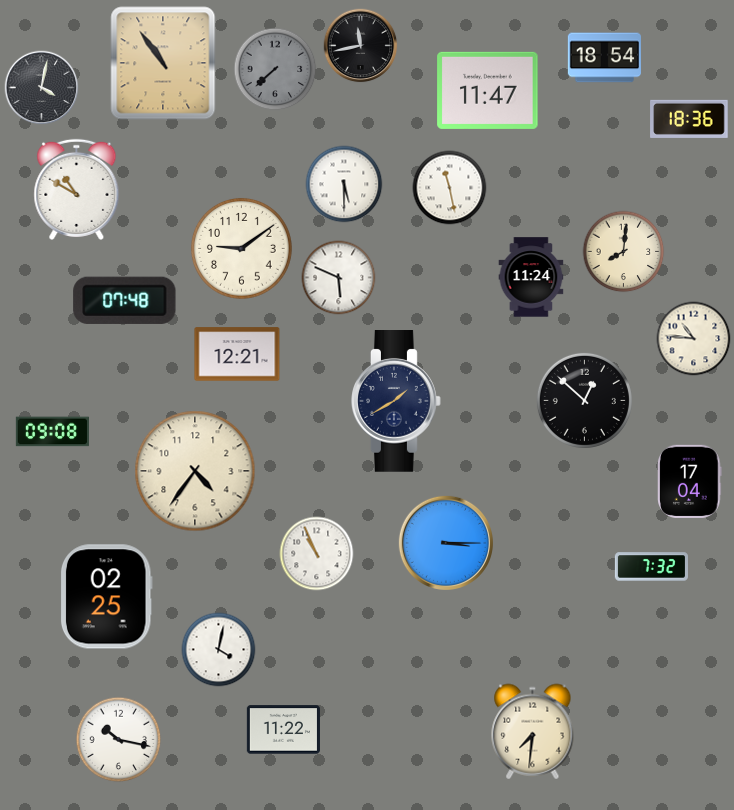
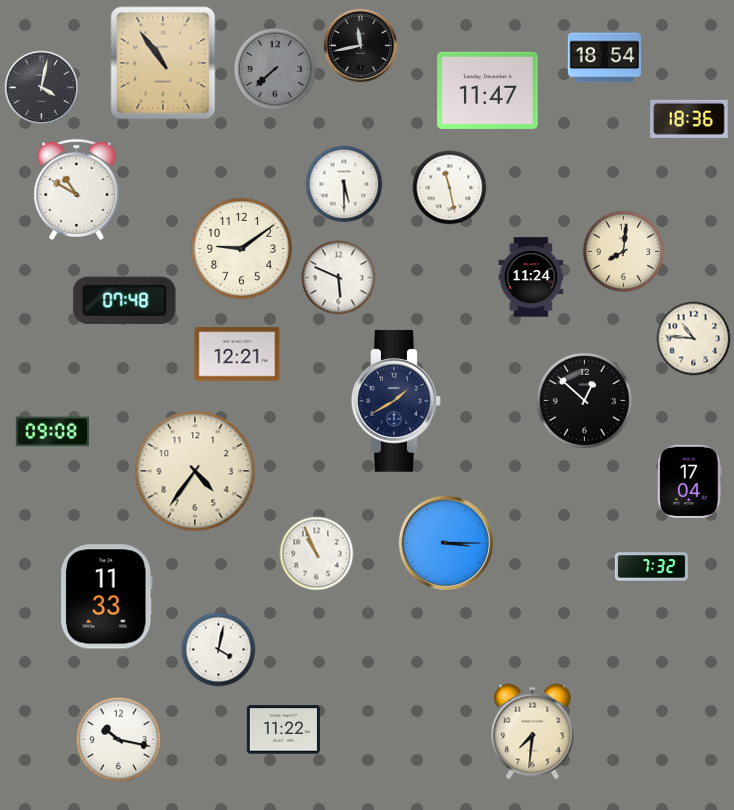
clock at (106, 597): 02:25 -> 11:33
